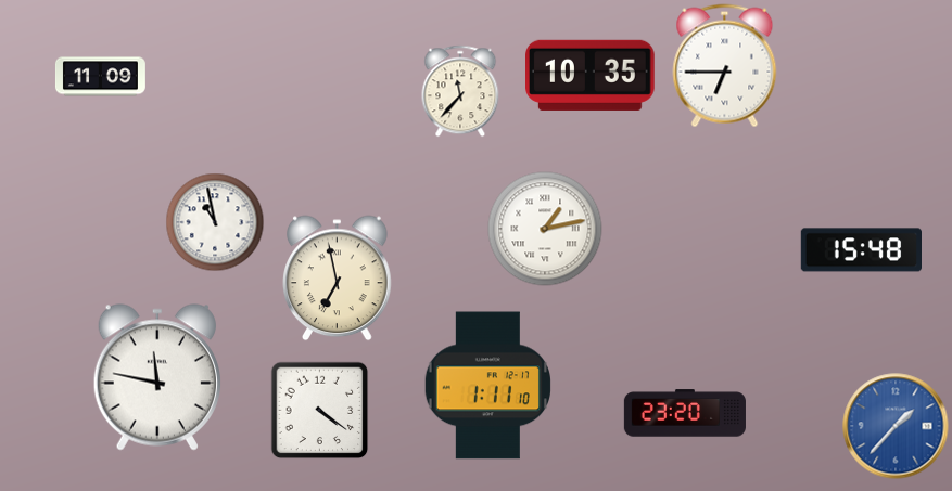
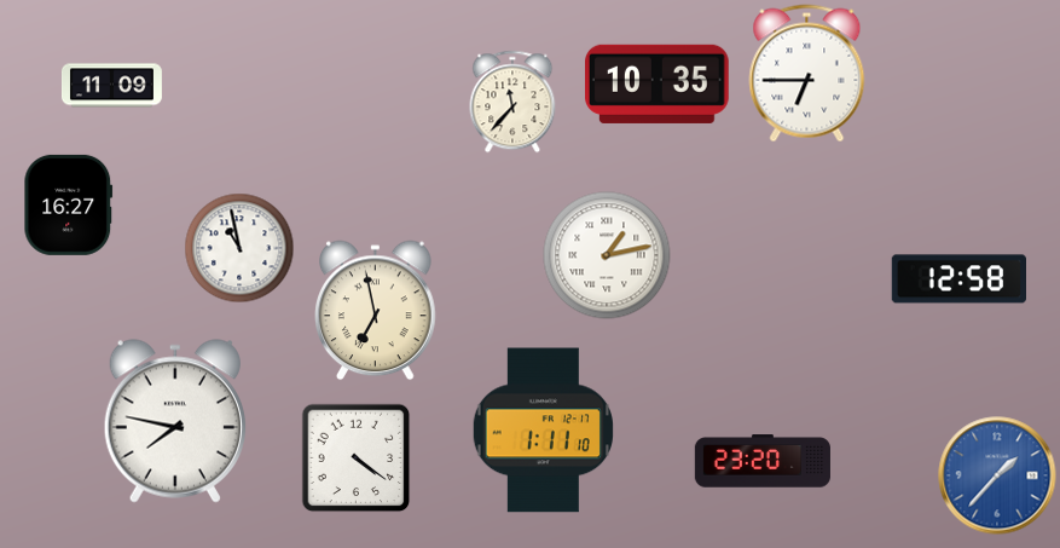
clock at (69, 204): none -> 16:27
clock at (861, 250): 15:48 -> 12:58
clock at (157, 377): 11:47 -> 7:47
